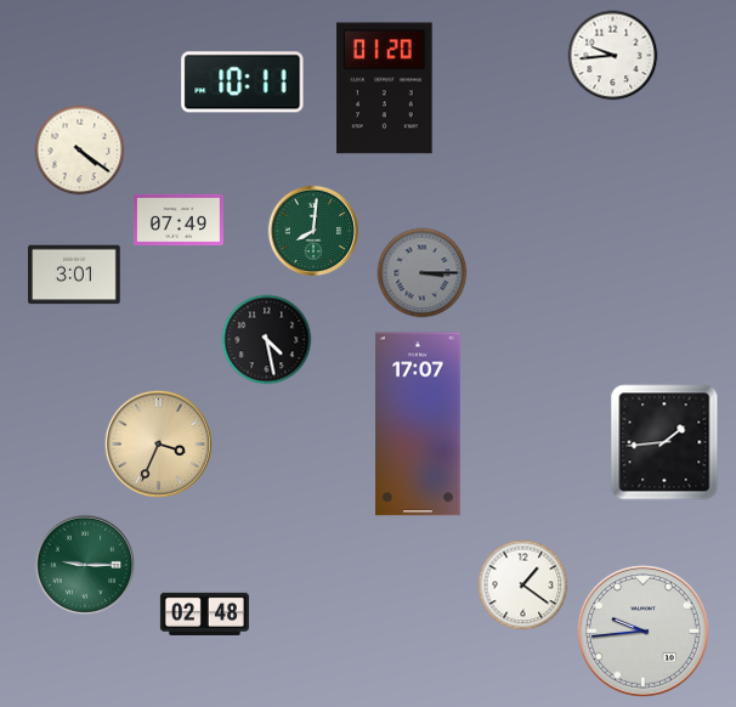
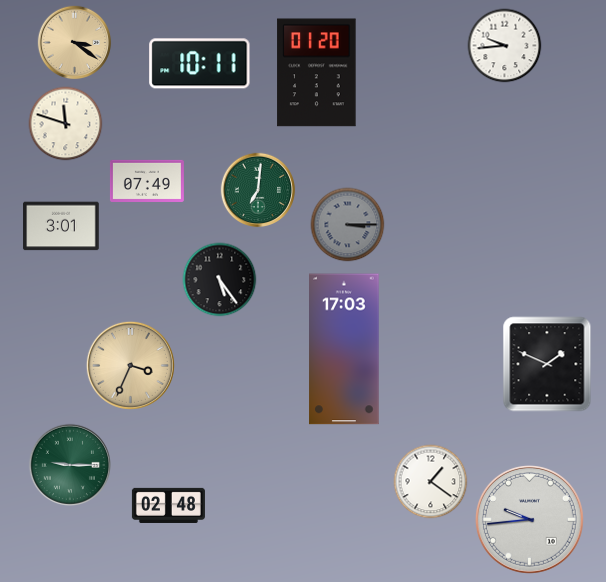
clock at (75, 43): none -> 3:21
clock at (243, 83) position: (243, 83) -> (200, 64)
clock at (80, 151): 4:21 -> 11:48
clock at (313, 231): 8:01 -> 7:01
clock at (267, 340): 4:28 -> 5:24
clock at (418, 424): 17:07 -> 17:03
clock at (664, 442): 1:44 -> 1:49
